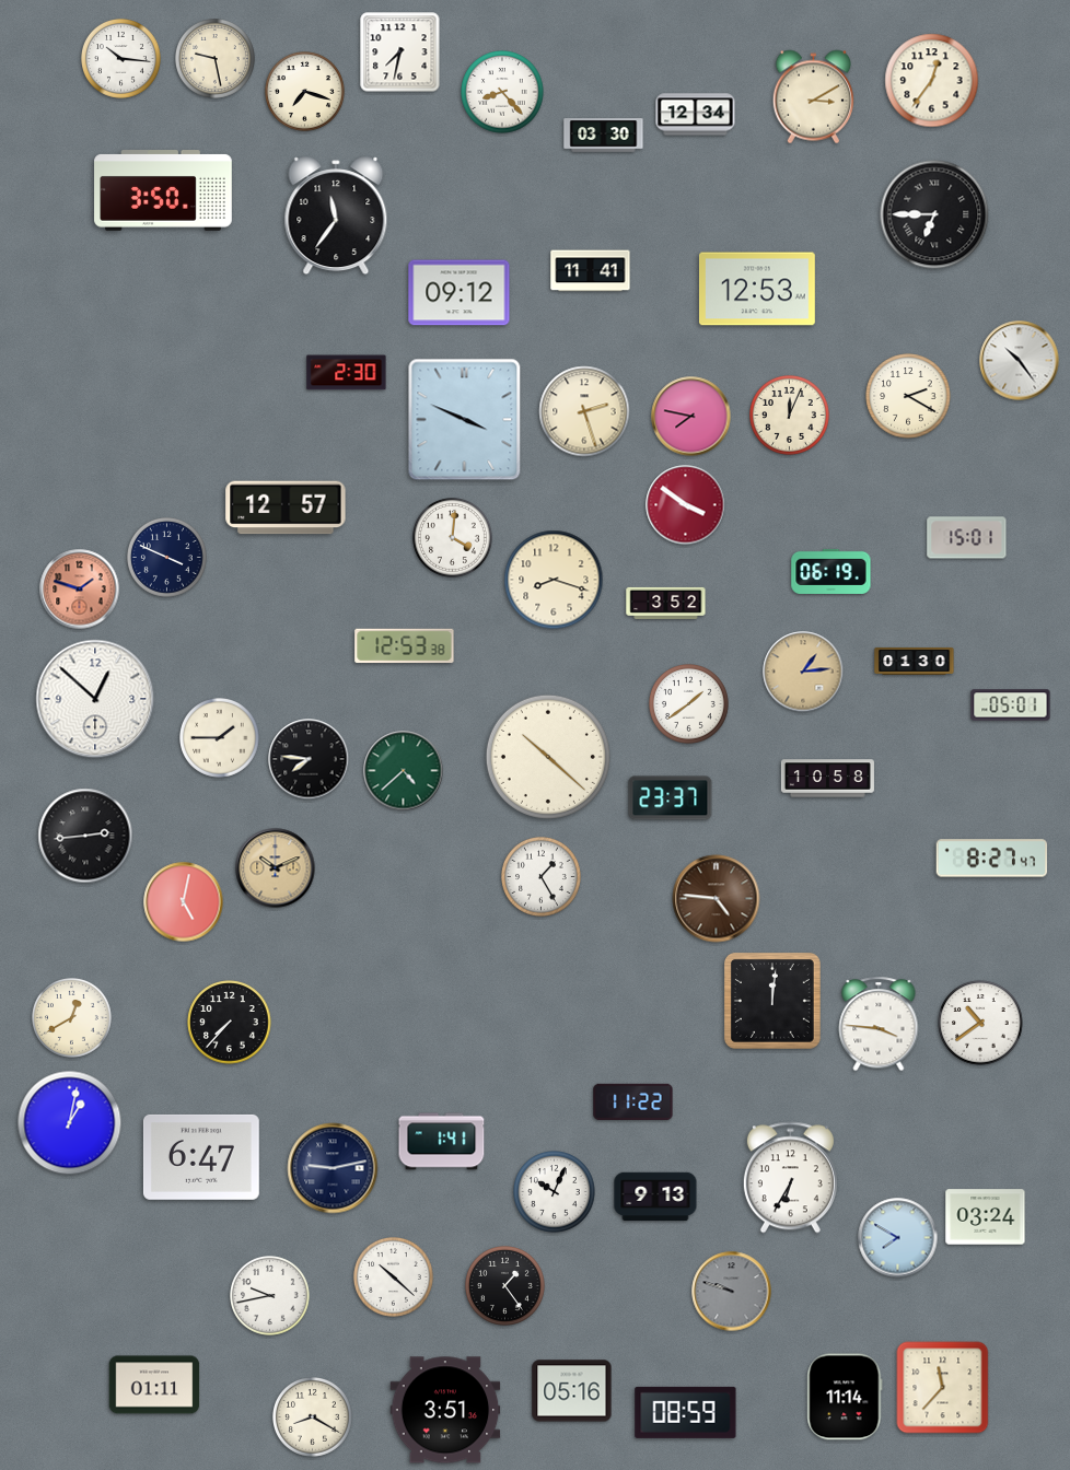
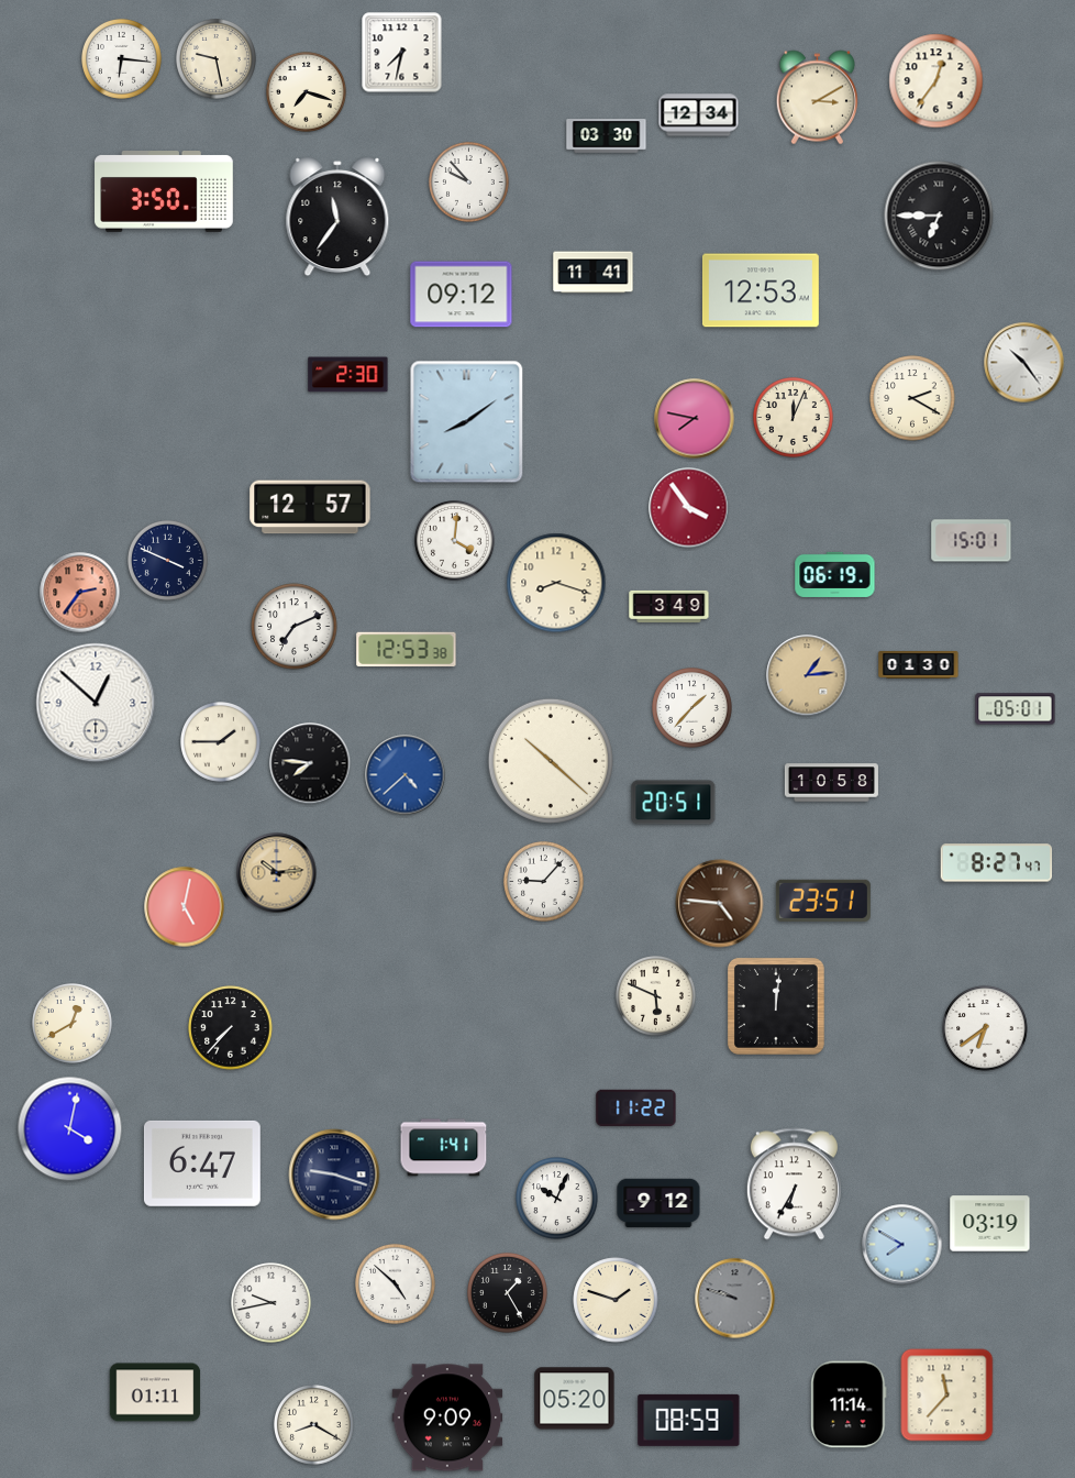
clock at (121, 59): 10:16 -> 6:16
clock at (502, 92): 8:23 -> none
clock at (469, 183): none -> 9:53
clock at (584, 411): 2:27 -> none
clock at (465, 420): 3:49 -> 8:09
clock at (686, 505): 3:51 -> 3:54
clock at (286, 507) position: (286, 507) -> (310, 507)
clock at (80, 590): 1:48 -> 2:36
clock at (666, 603): 3:52 -> 3:49
clock at (295, 627): none -> 7:11
clock at (689, 704): 1:39 -> 1:37
clock at (404, 771) dial: green -> blue
clock at (671, 798): 23:37 -> 20:51
clock at (85, 836): 2:44 -> none
clock at (276, 868): 10:11 -> 10:14
clock at (542, 877): 1:25 -> 9:07
clock at (823, 901): none -> 23:51
clock at (656, 996): none -> 5:49
clock at (980, 1023): 10:39 -> 6:39
clock at (879, 1024): 3:46 -> none
clock at (70, 1123): 1:02 -> 4:02
clock at (333, 1168): 9:13 -> 9:18
clock at (655, 1197): 9:13 -> 9:12
clock at (986, 1217): 03:24 -> 03:19
clock at (394, 1277): 10:22 -> 4:52
clock at (505, 1286): 1:24 -> 1:25
clock at (616, 1300): none -> 1:48
clock at (572, 1391): 05:16 -> 05:20
clock at (445, 1410): 3:51 -> 9:09
